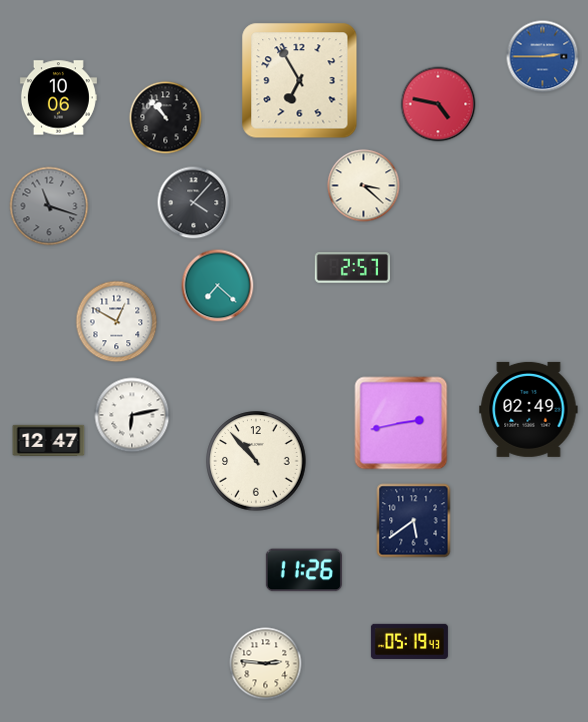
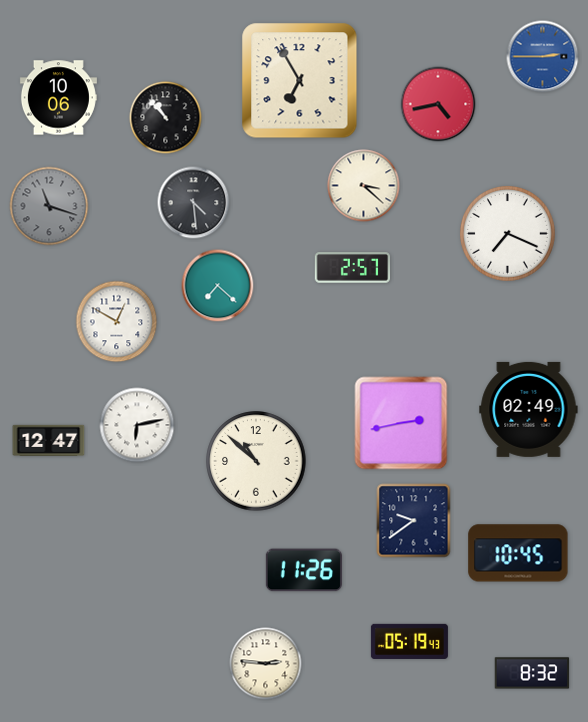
clock at (438, 104): 4:47 -> 4:43
clock at (194, 203): 4:07 -> 4:29
clock at (508, 234): none -> 7:19
clock at (132, 415) position: (132, 415) -> (137, 425)
clock at (256, 461): 10:53 -> 10:52
clock at (414, 521): 5:39 -> 9:39
clock at (518, 553): none -> 10:45
clock at (532, 673): none -> 8:32
